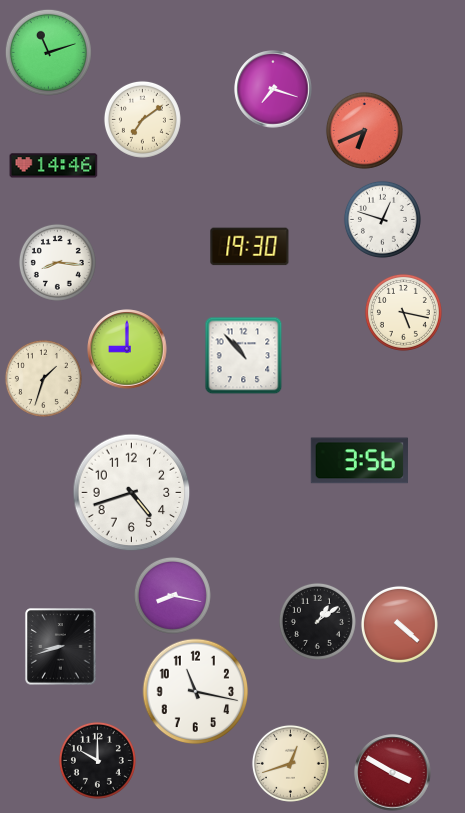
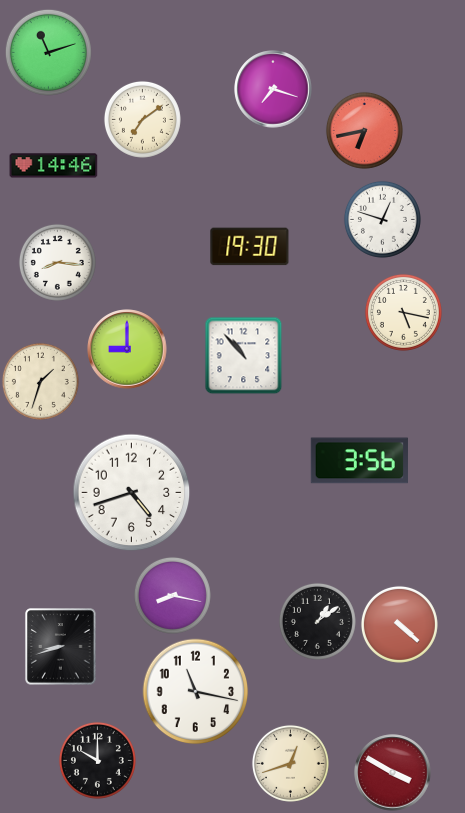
clock at (364, 130): 6:41 -> 6:43
clock at (43, 378) position: (43, 378) -> (40, 381)
